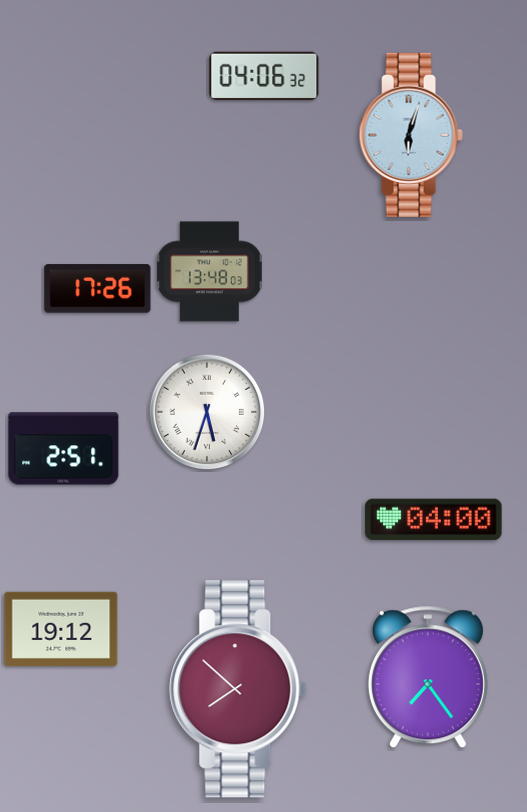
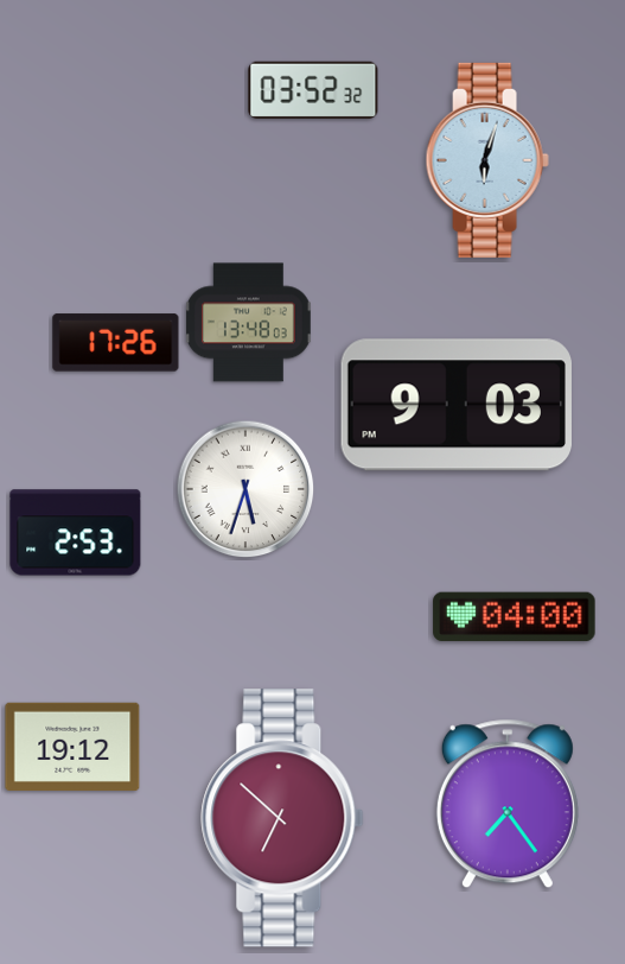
clock at (264, 76): 04:06 -> 03:52
clock at (457, 405): none -> 9:03
clock at (64, 449): 2:51 -> 2:53
clock at (238, 689): 7:52 -> 6:52
